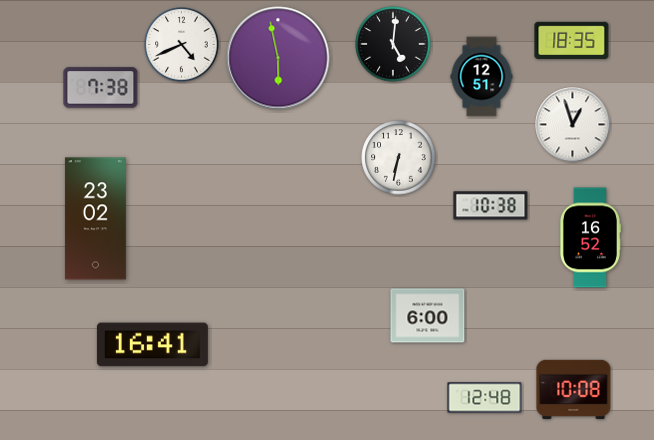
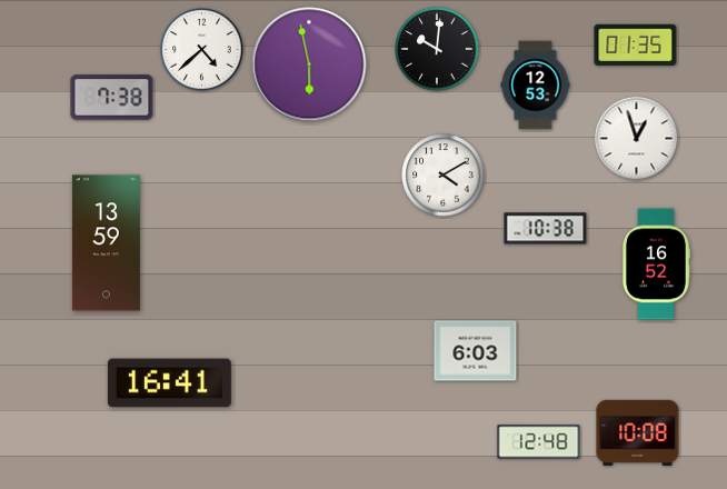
clock at (572, 40): 18:35 -> 01:35
clock at (393, 44): 5:01 -> 10:01
clock at (182, 45): 4:41 -> 4:38
clock at (482, 77): 12:51 -> 12:53
clock at (399, 158): 6:32 -> 4:10
clock at (95, 219): 23:02 -> 13:59
clock at (428, 316): 6:00 -> 6:03
